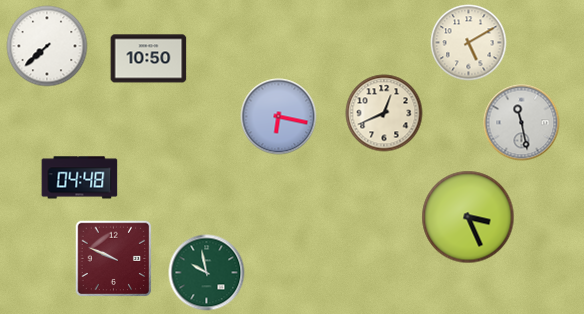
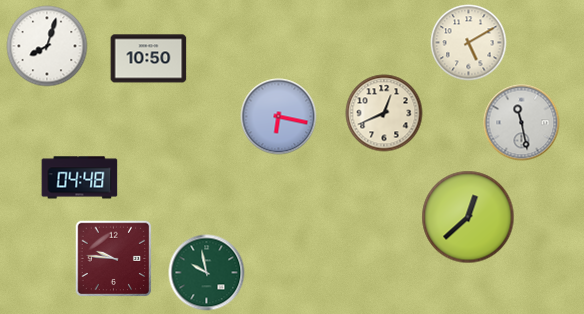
clock at (47, 46): 7:38 -> 8:03
clock at (468, 217): 3:26 -> 12:38
clock at (113, 258): 9:49 -> 9:46
